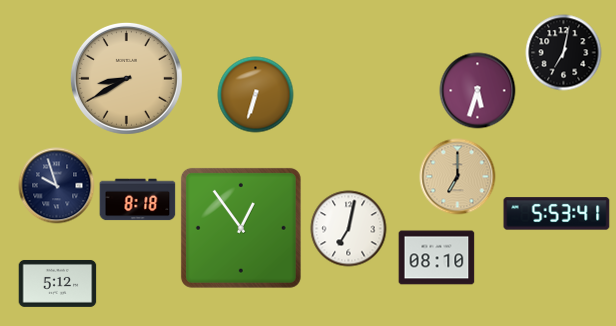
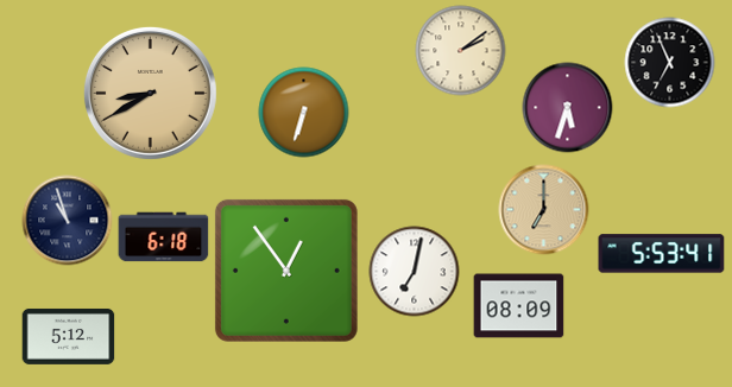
clock at (461, 51): none -> 2:09
clock at (564, 53): 7:02 -> 6:56
clock at (57, 186): 9:57 -> 10:57
clock at (138, 200): 8:18 -> 6:18
clock at (437, 258): 08:10 -> 08:09
